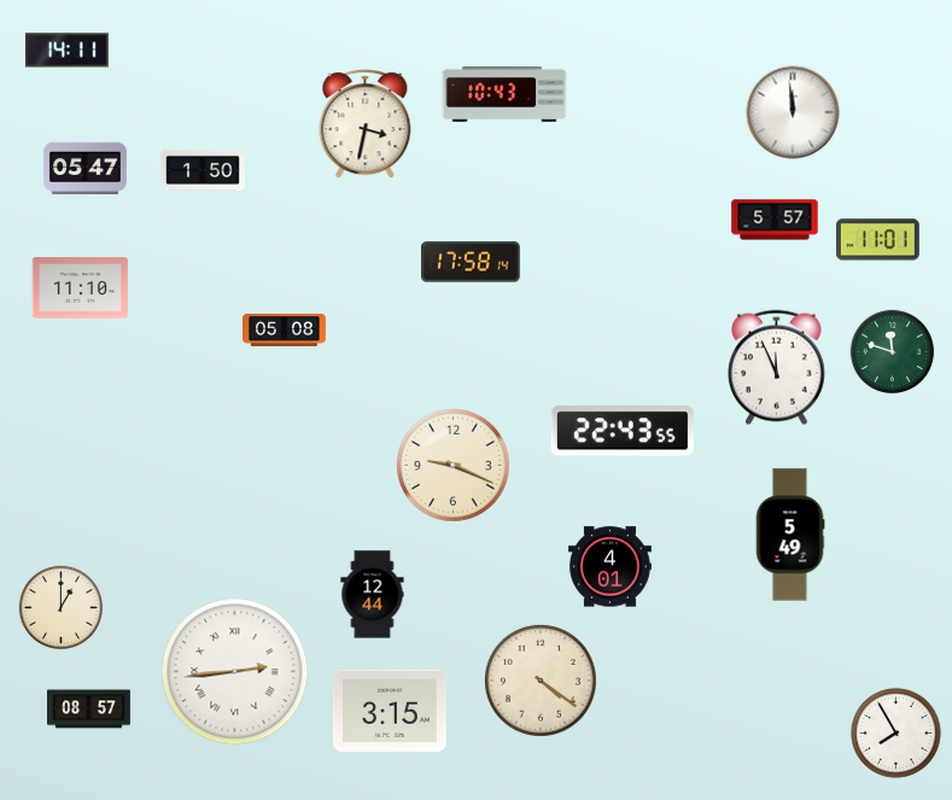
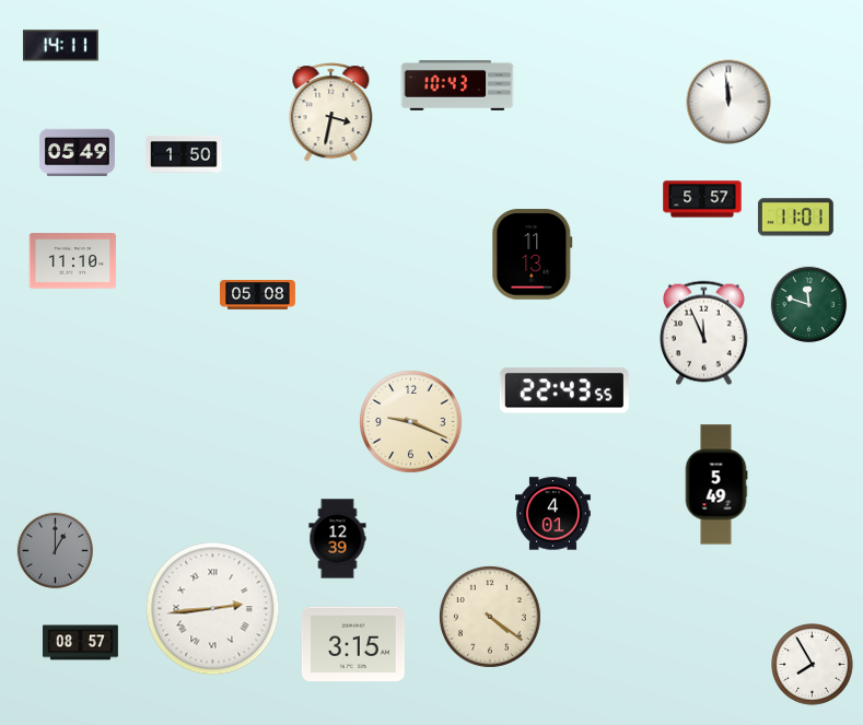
clock at (793, 112) position: (793, 112) -> (728, 102)
clock at (84, 169): 05:47 -> 05:49
clock at (471, 262): 17:58 -> none
clock at (533, 255): none -> 11:13
clock at (285, 331) position: (285, 331) -> (258, 295)
clock at (893, 352) position: (893, 352) -> (809, 305)
clock at (373, 595): 12:44 -> 12:39
clock at (62, 608) dial: cream -> grey
